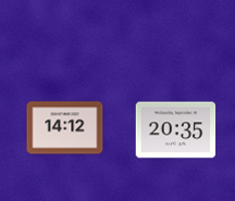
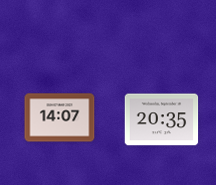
clock at (65, 128): 14:12 -> 14:07
